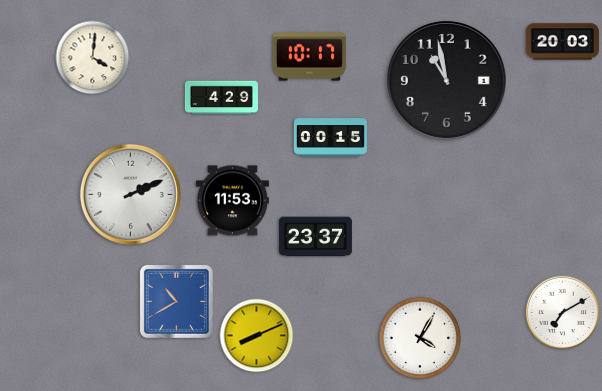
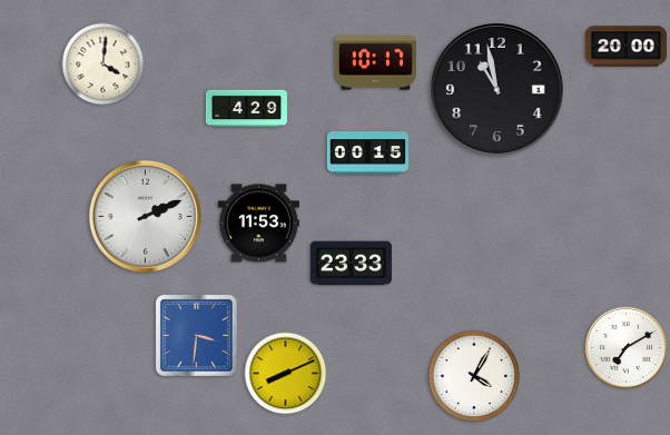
clock at (562, 42): 20:03 -> 20:00
clock at (309, 57) position: (309, 57) -> (375, 63)
clock at (315, 237): 23:37 -> 23:33
clock at (176, 301): 10:40 -> 3:31
clock at (420, 338) position: (420, 338) -> (474, 376)
